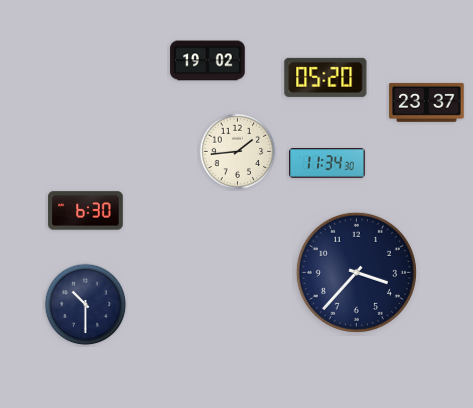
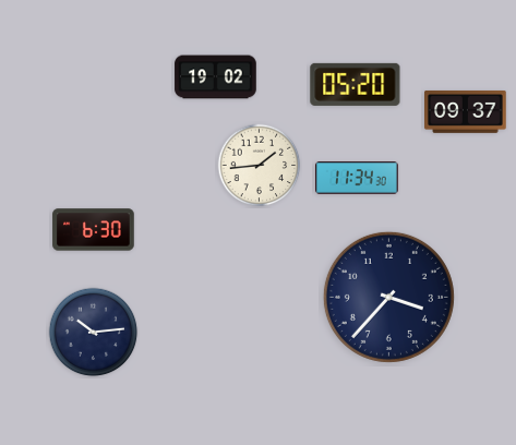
clock at (208, 61) position: (208, 61) -> (216, 77)
clock at (427, 102): 23:37 -> 09:37
clock at (86, 305): 10:30 -> 10:14
